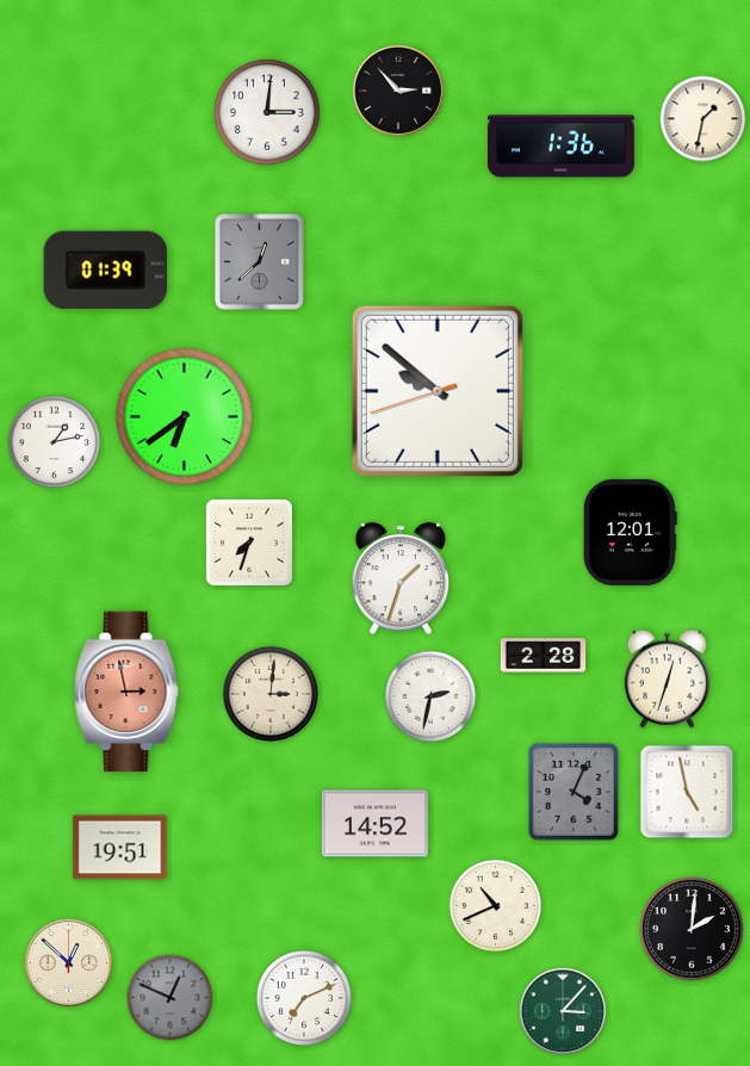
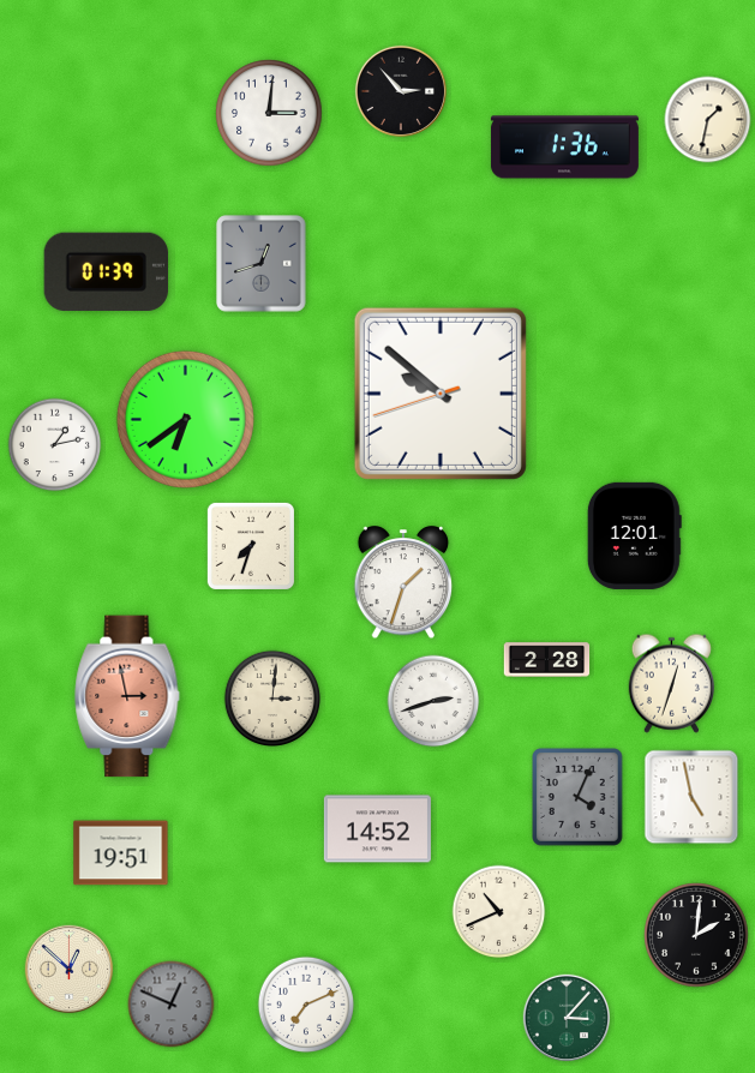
clock at (260, 262): 12:38 -> 12:42
clock at (430, 696): 2:32 -> 2:42
